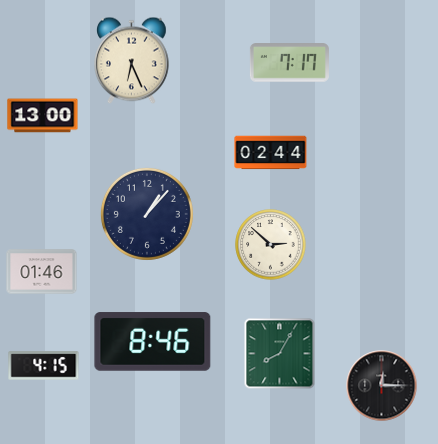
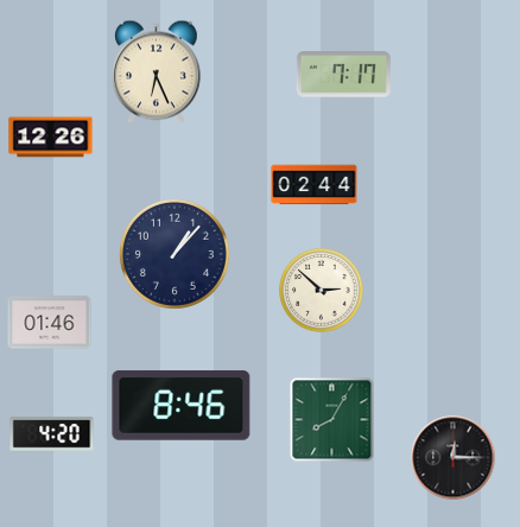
clock at (43, 116): 13:00 -> 12:26
clock at (271, 153) position: (271, 153) -> (315, 185)
clock at (44, 366): 4:15 -> 4:20
